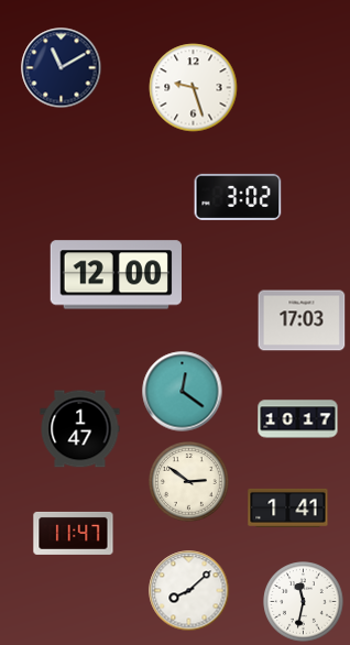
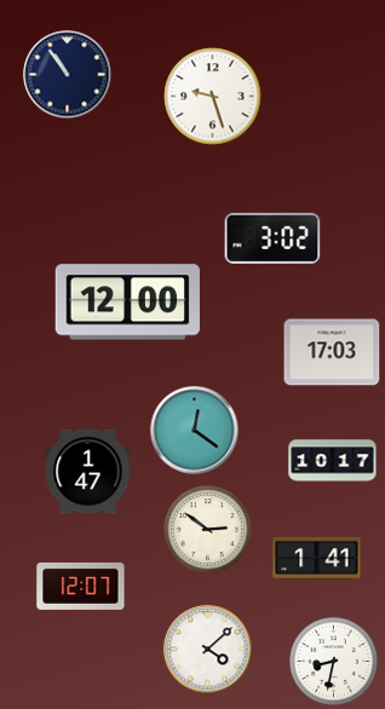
clock at (62, 68): 11:10 -> 10:54
clock at (238, 197) position: (238, 197) -> (272, 238)
clock at (183, 392) position: (183, 392) -> (195, 431)
clock at (298, 419) position: (298, 419) -> (333, 461)
clock at (74, 533): 11:47 -> 12:07
clock at (189, 591): 8:08 -> 4:08
clock at (304, 602): 11:32 -> 8:32
